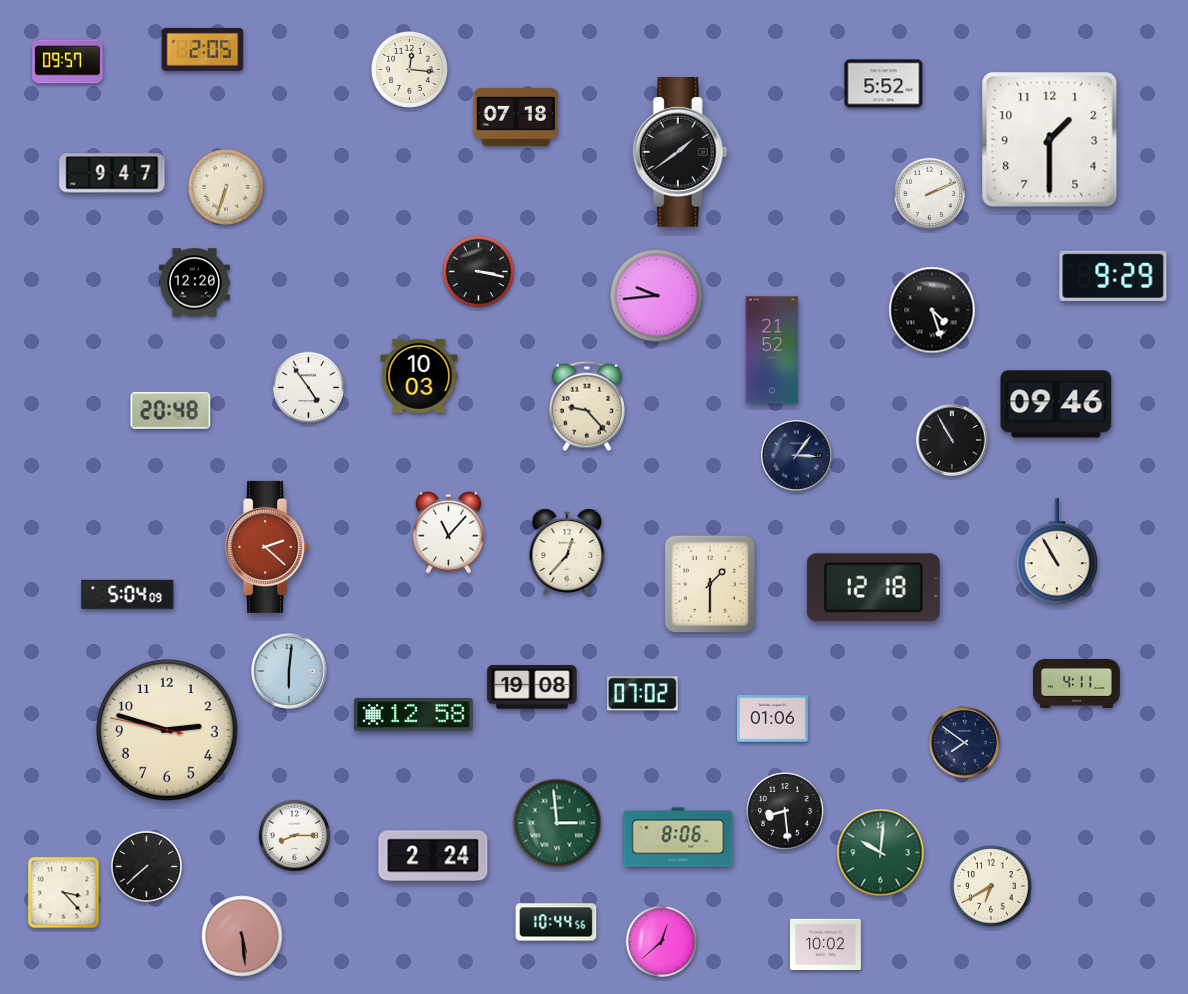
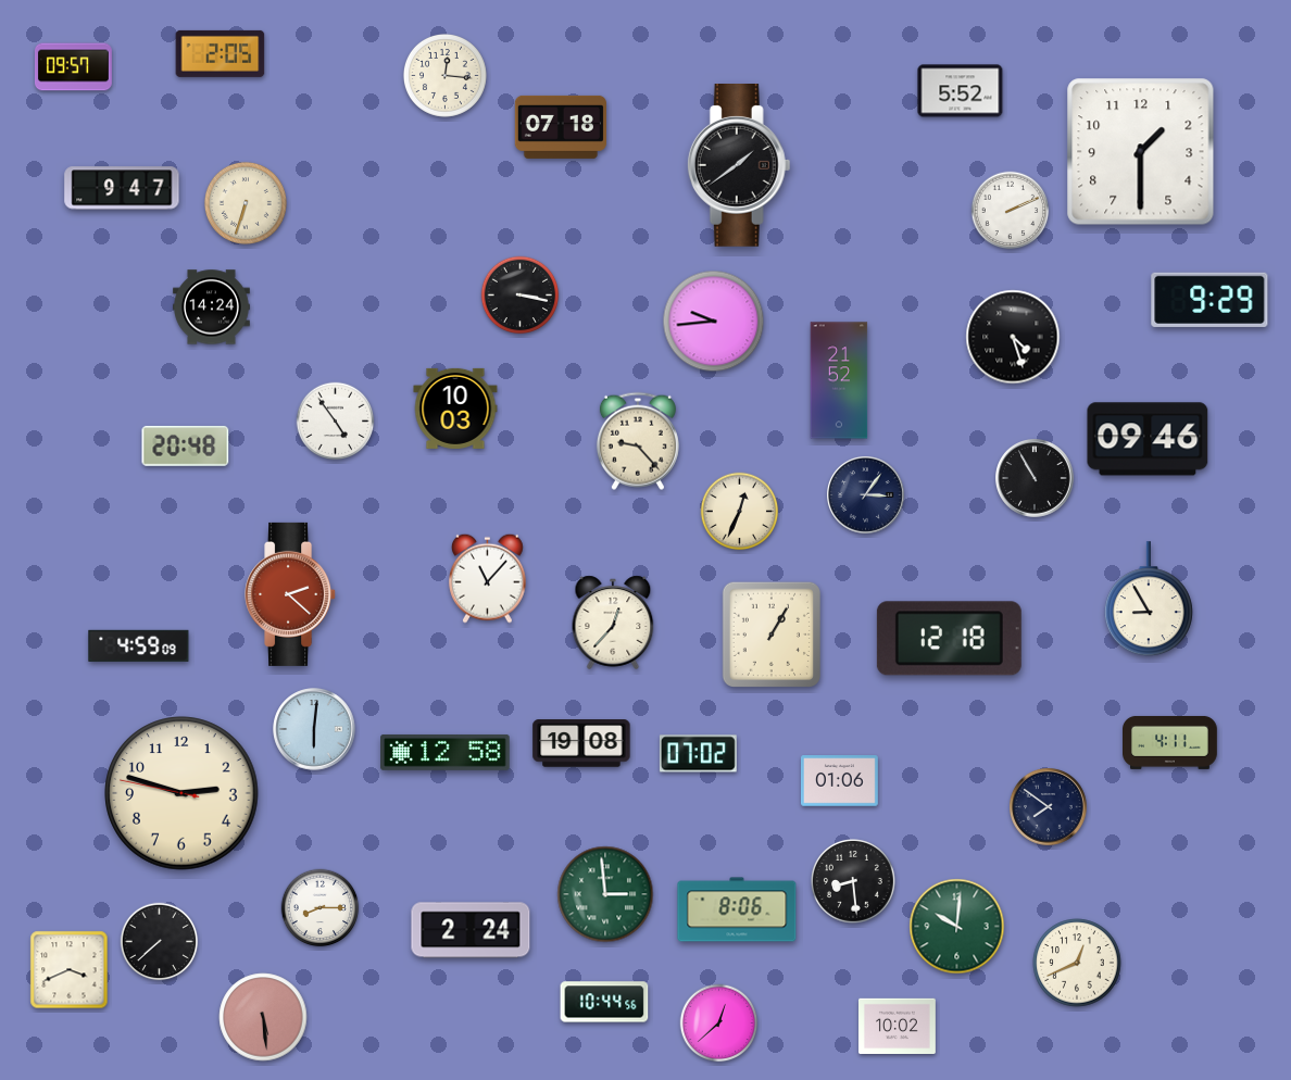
clock at (195, 283): 12:20 -> 14:24
clock at (740, 512): none -> 12:34
clock at (567, 552) position: (567, 552) -> (613, 623)
clock at (1057, 552): 10:55 -> 8:55
clock at (709, 583): 1:30 -> 1:05
clock at (128, 594): 5:04 -> 4:59
clock at (532, 687) position: (532, 687) -> (581, 743)
clock at (414, 714) position: (414, 714) -> (446, 752)
clock at (991, 886): 6:40 -> 12:41
clock at (64, 893): 3:23 -> 3:41
